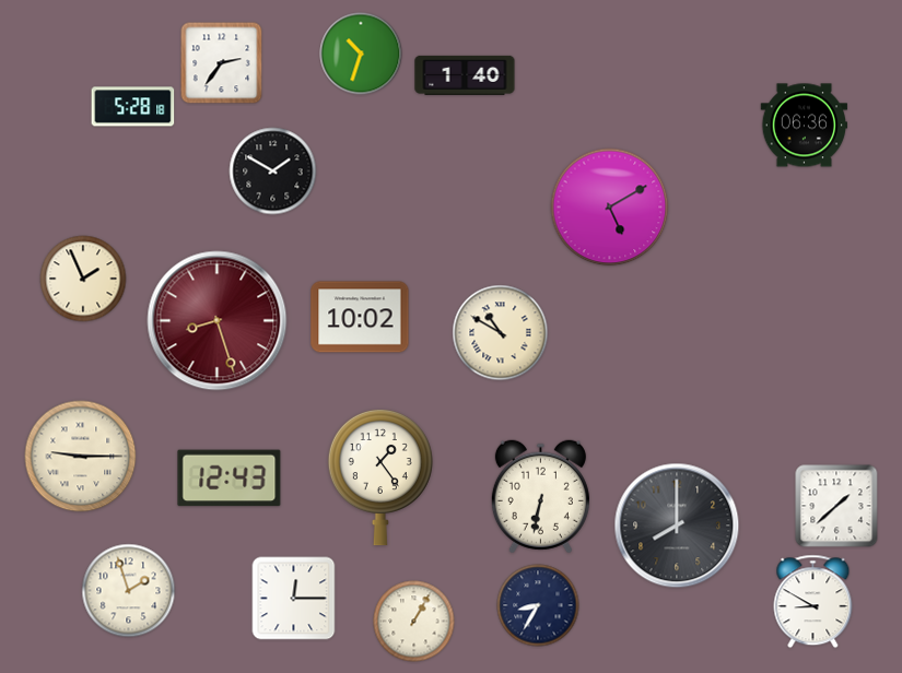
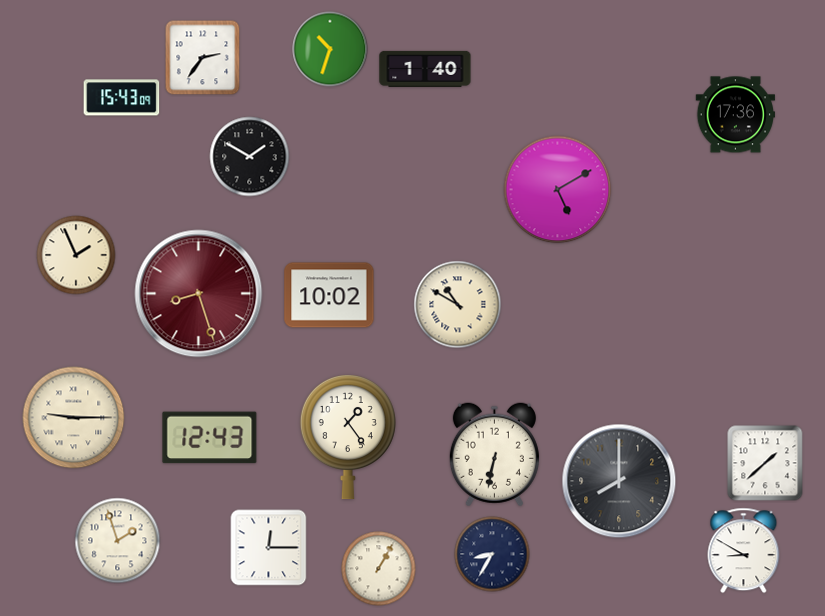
clock at (133, 107): 5:28 -> 15:43
clock at (804, 126): 06:36 -> 17:36
clock at (360, 317) position: (360, 317) -> (329, 295)
